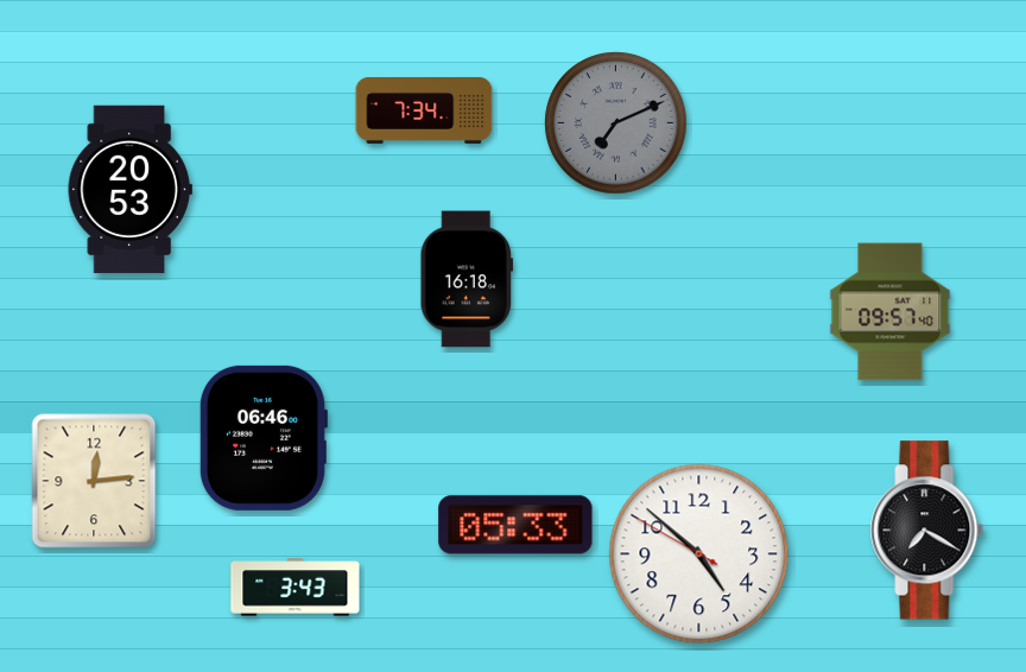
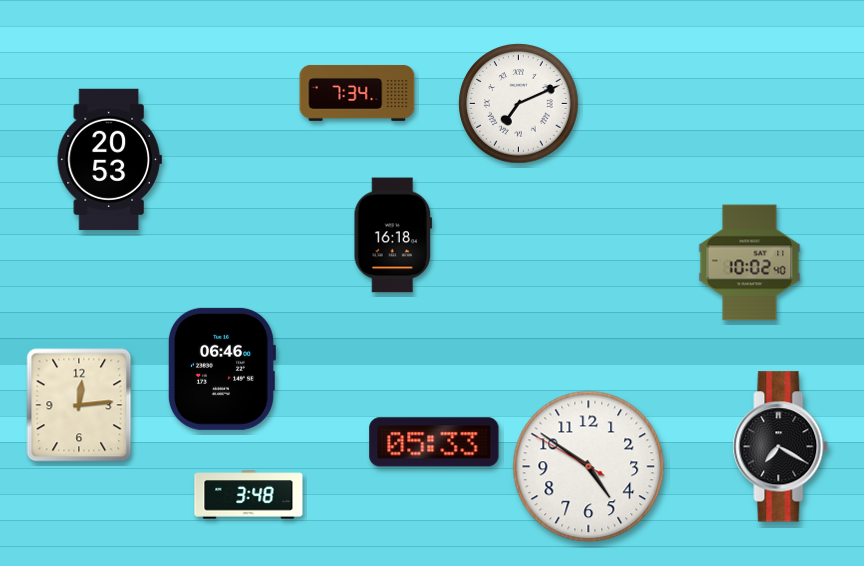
clock at (616, 123) dial: grey -> white
clock at (891, 312): 09:57 -> 10:02
clock at (699, 554): 4:51 -> 4:50
clock at (296, 588): 3:43 -> 3:48
